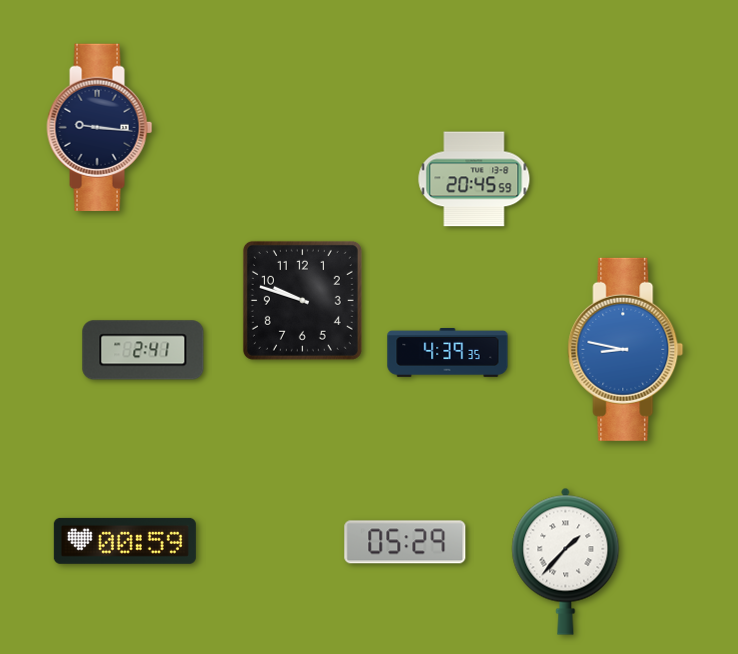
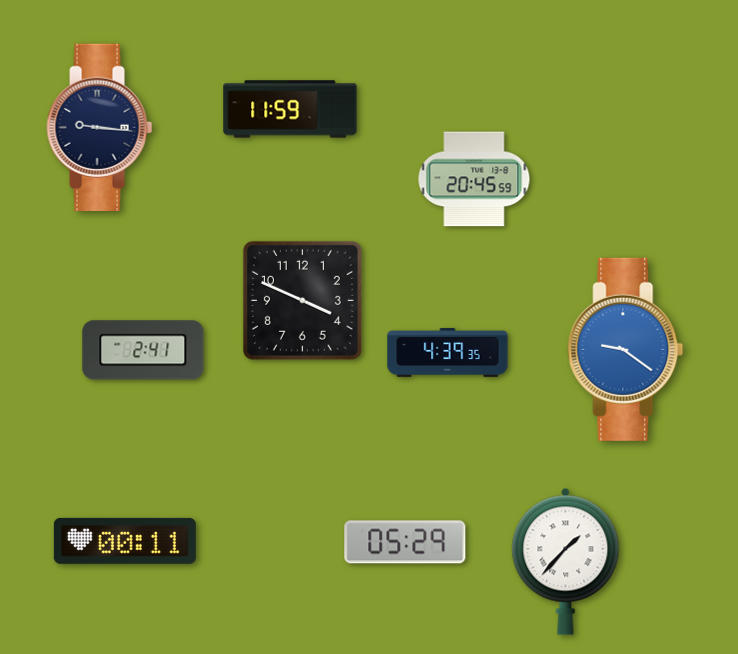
clock at (290, 109): none -> 11:59
clock at (302, 300): 9:48 -> 3:49
clock at (626, 349): 8:47 -> 9:21
clock at (125, 541): 00:59 -> 00:11
